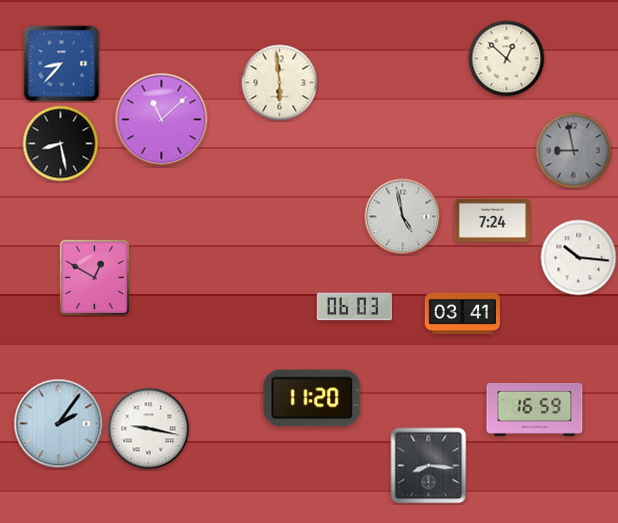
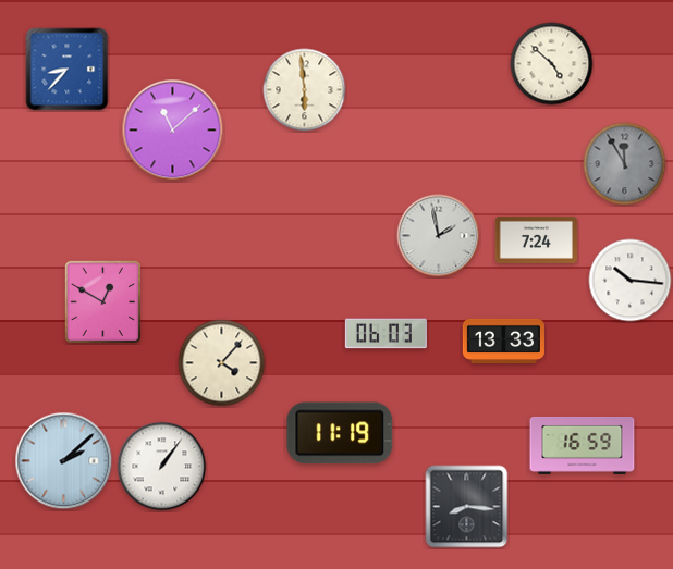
clock at (507, 59): 12:52 -> 4:52
clock at (162, 120) position: (162, 120) -> (173, 131)
clock at (61, 144): 8:28 -> none
clock at (574, 151): 8:58 -> 11:55
clock at (403, 217): 4:58 -> 1:58
clock at (462, 313): 03:41 -> 13:33
clock at (222, 363): none -> 4:07
clock at (312, 398): 11:20 -> 11:19
clock at (59, 424): 2:06 -> 2:08
clock at (149, 429): 9:17 -> 1:06
